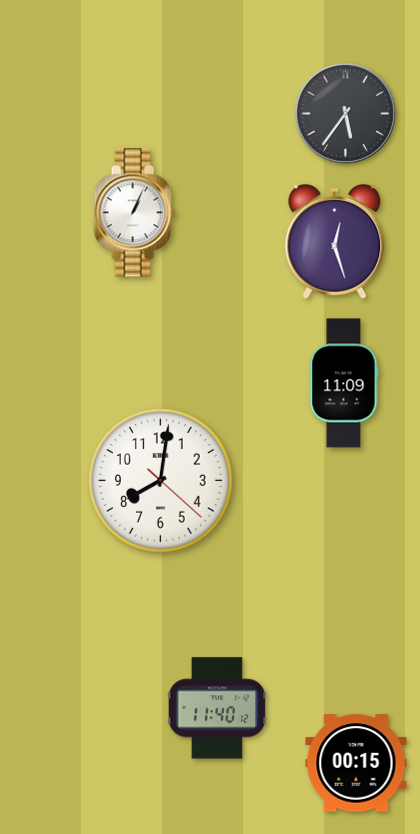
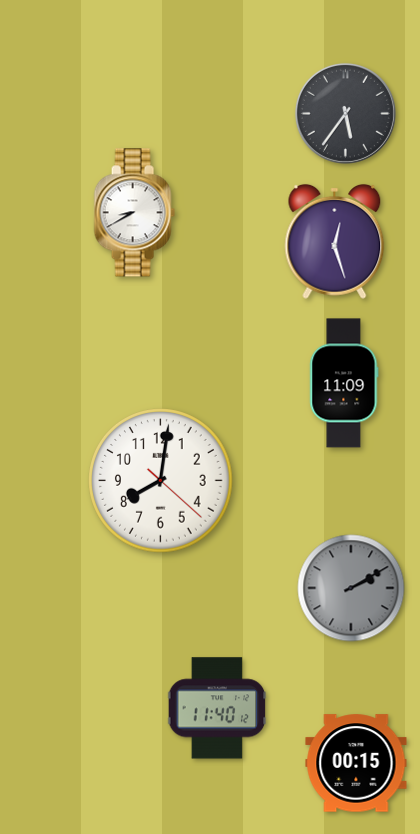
clock at (134, 213): 1:04 -> 8:40
clock at (351, 588): none -> 2:10
